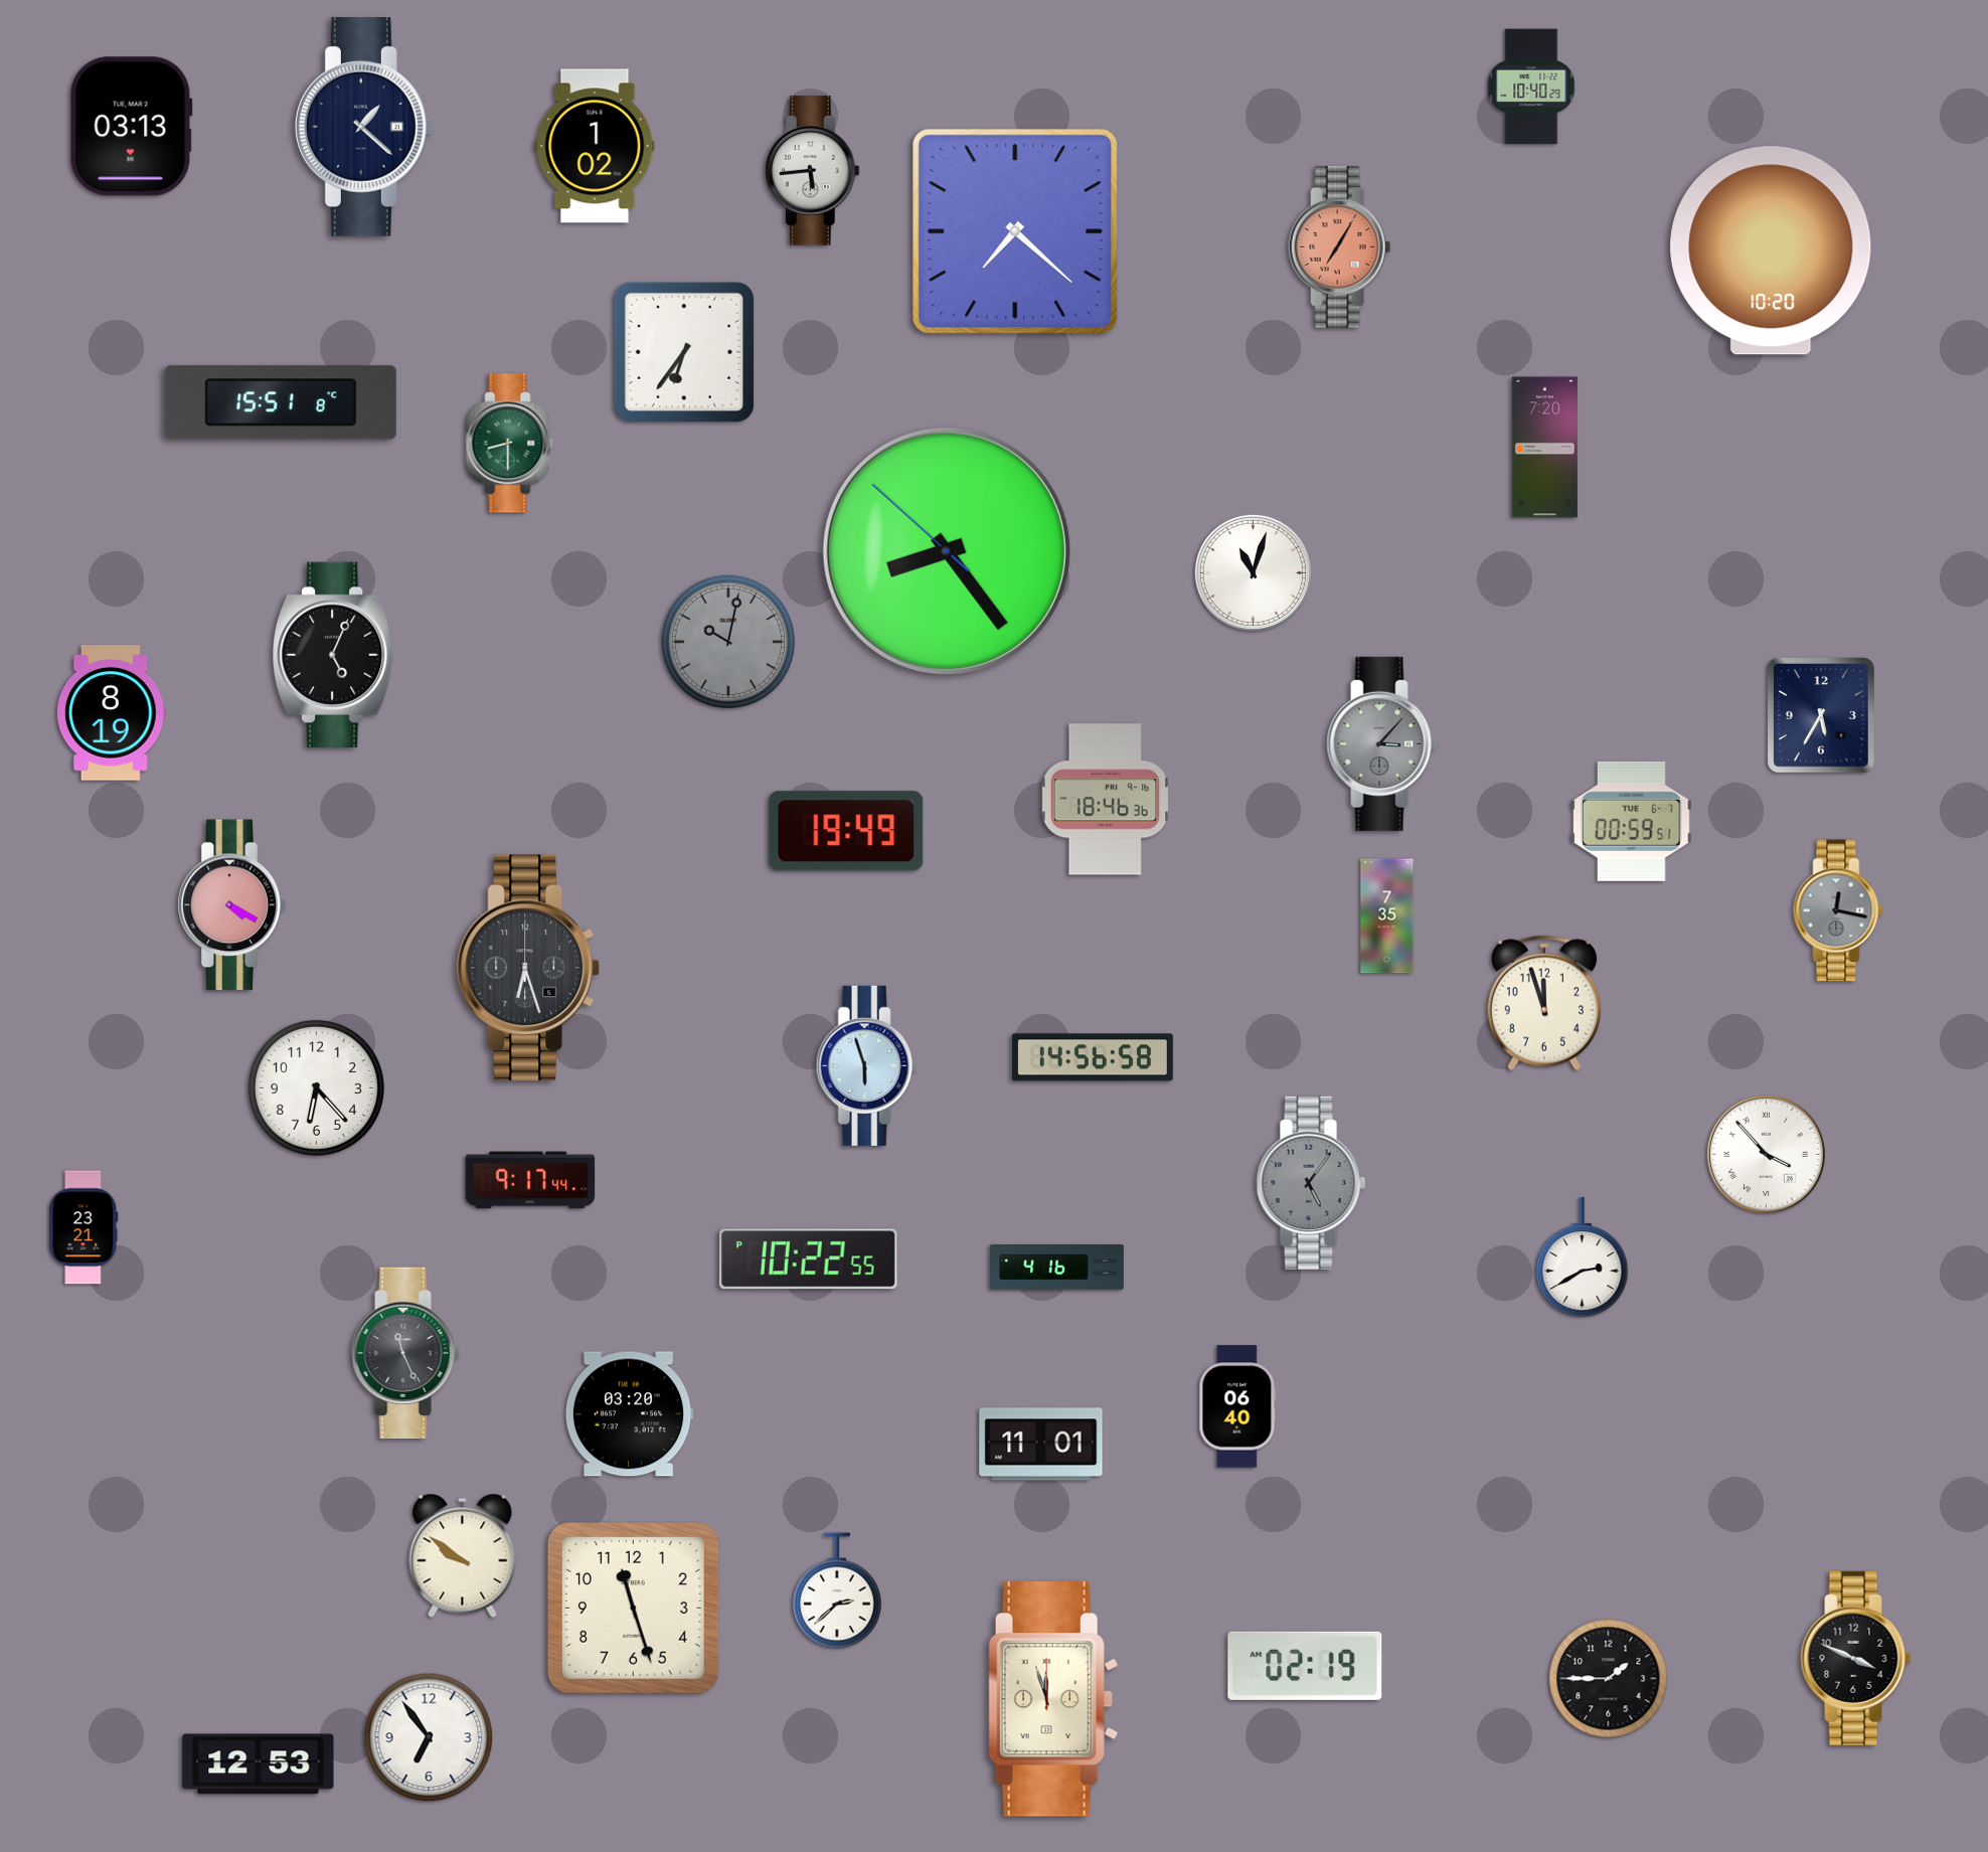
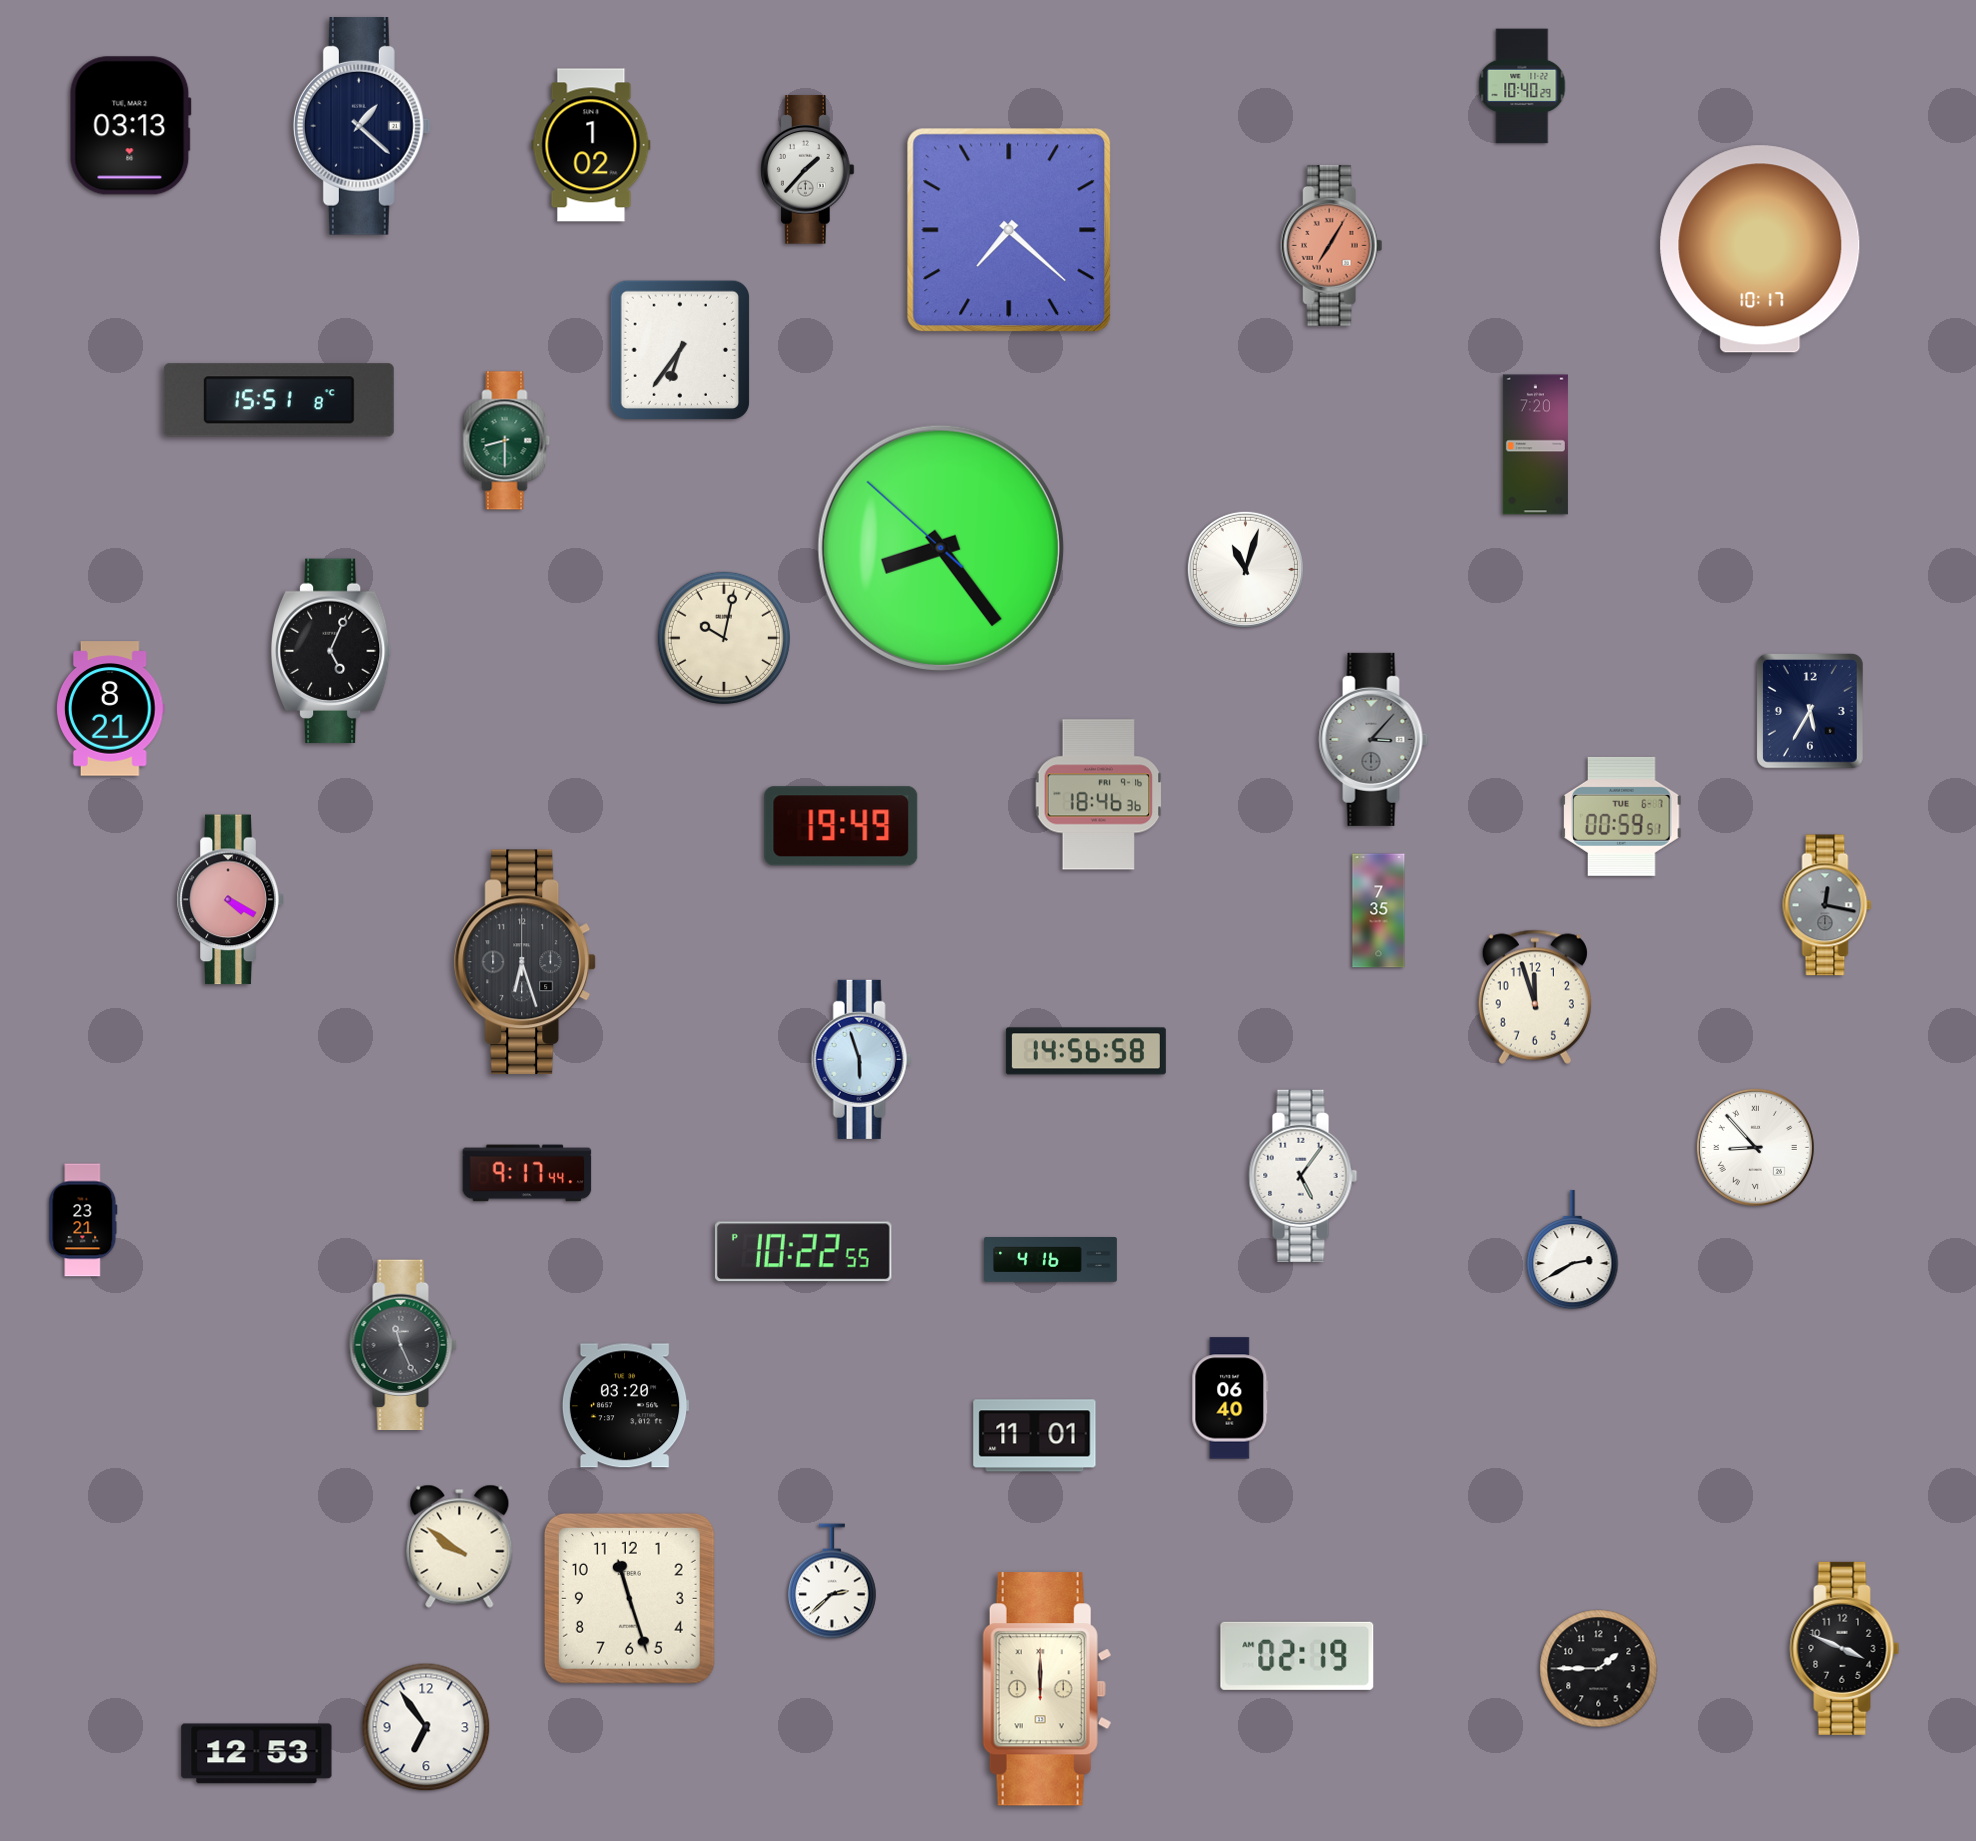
clock at (812, 171): 5:44 -> 1:37
clock at (1771, 250): 10:20 -> 10:17
clock at (728, 642) dial: grey -> cream
clock at (111, 713): 8:19 -> 8:21
clock at (316, 1087): 6:23 -> none
clock at (1766, 1154): 3:53 -> 8:53
clock at (1311, 1183) dial: grey -> white
clock at (1053, 1699): 11:57 -> 12:00
